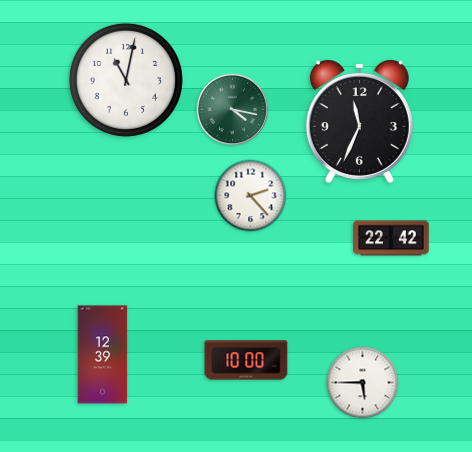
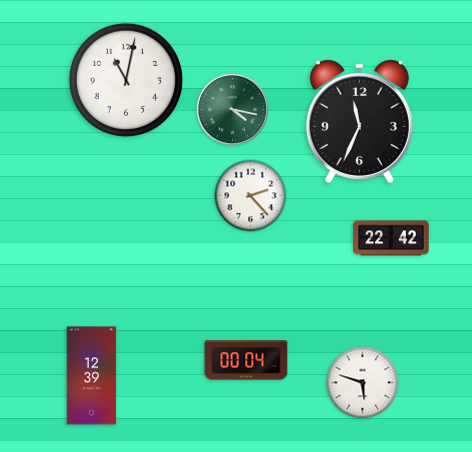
clock at (103, 355) position: (103, 355) -> (92, 376)
clock at (246, 360): 10:00 -> 00:04
clock at (363, 383): 5:45 -> 5:48
